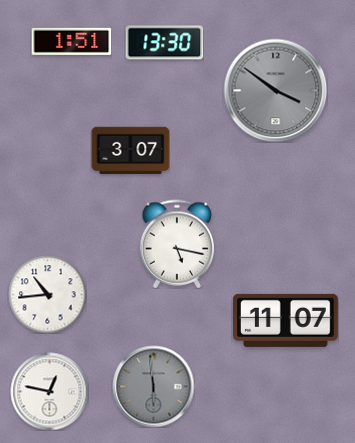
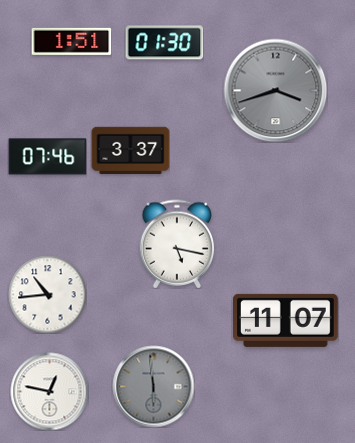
clock at (164, 43): 13:30 -> 01:30
clock at (275, 90): 3:51 -> 3:42
clock at (130, 150): 3:07 -> 3:37
clock at (47, 157): none -> 07:46
